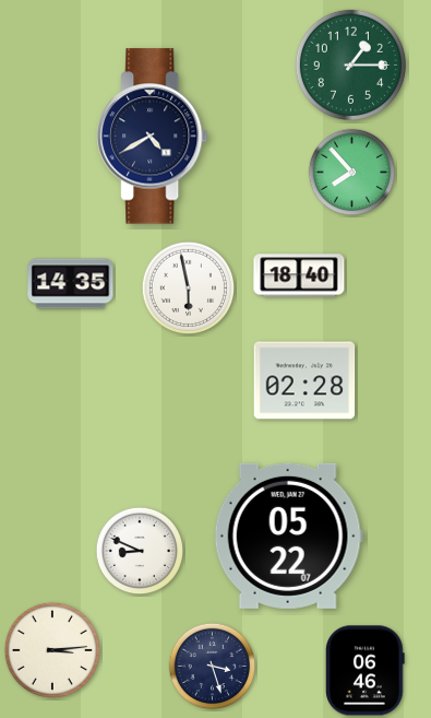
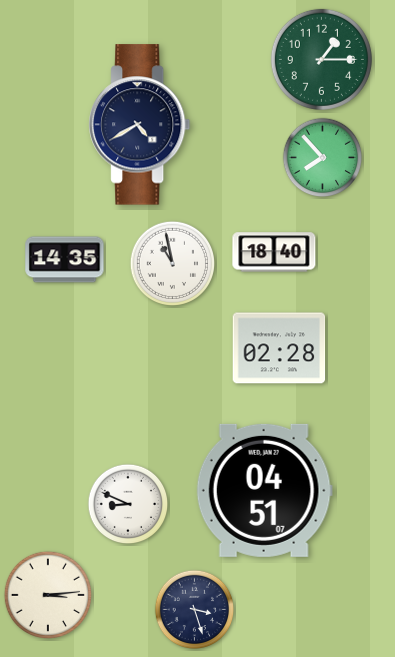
clock at (188, 287): 5:58 -> 10:58
clock at (288, 535): 05:22 -> 04:51
clock at (366, 671): 06:46 -> none
